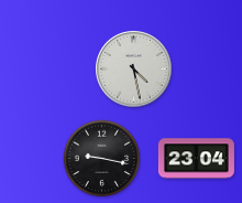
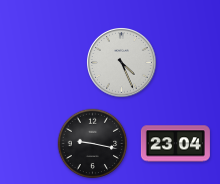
clock at (134, 70): 4:28 -> 4:26
clock at (196, 159) position: (196, 159) -> (175, 144)
